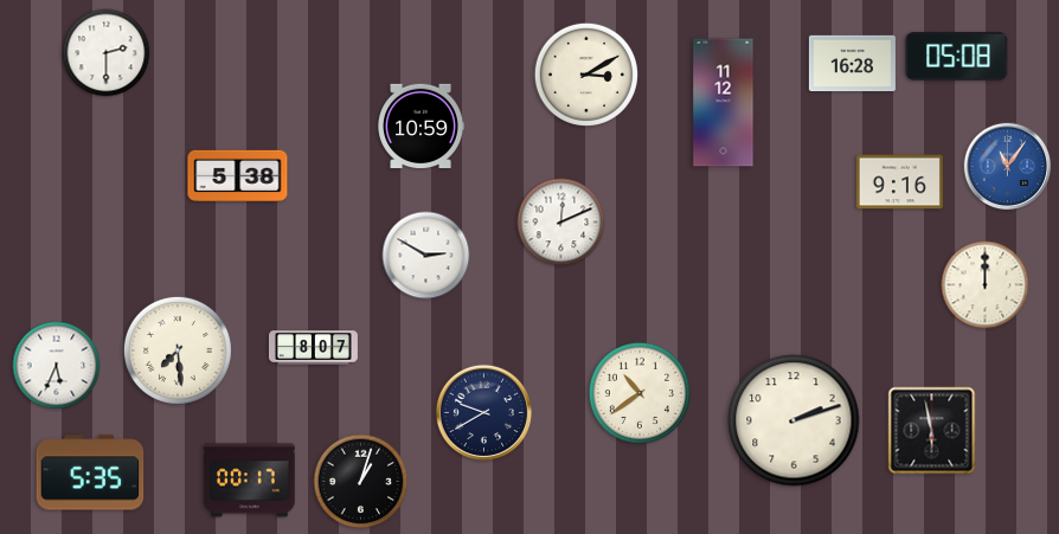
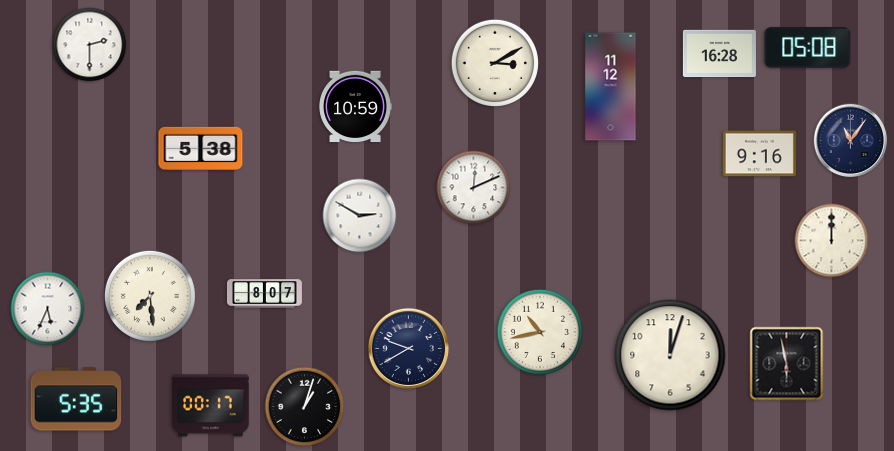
clock at (1008, 167) dial: blue -> navy
clock at (640, 393): 10:39 -> 10:43
clock at (794, 420): 2:12 -> 12:03
